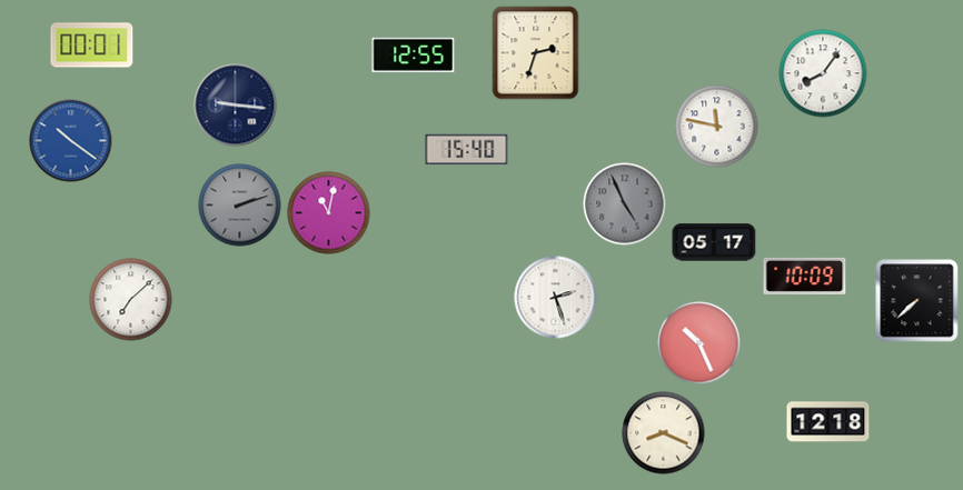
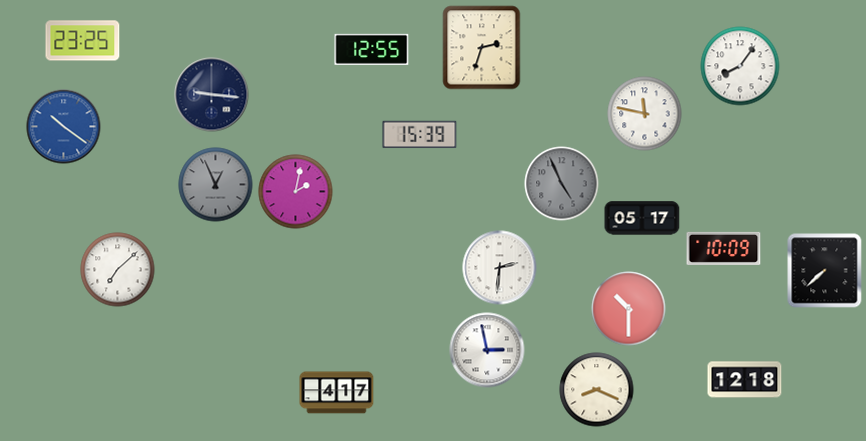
clock at (92, 46): 00:01 -> 23:25
clock at (467, 150): 15:40 -> 15:39
clock at (240, 206): 2:12 -> 12:56
clock at (329, 213): 11:02 -> 2:02
clock at (556, 298): 2:27 -> 2:31
clock at (699, 343): 10:26 -> 10:30
clock at (487, 350): none -> 2:58
clock at (337, 393): none -> 4:17
